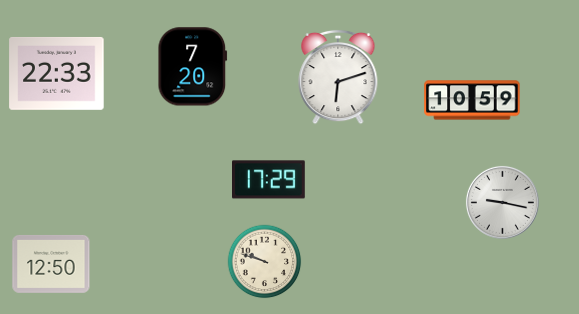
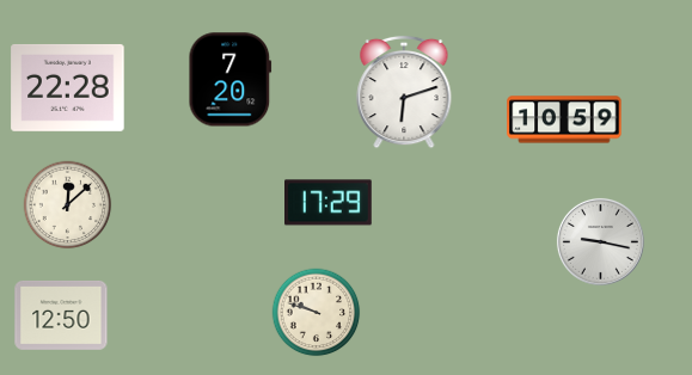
clock at (57, 73): 22:33 -> 22:28
clock at (68, 205): none -> 12:08
clock at (269, 180) position: (269, 180) -> (329, 203)
